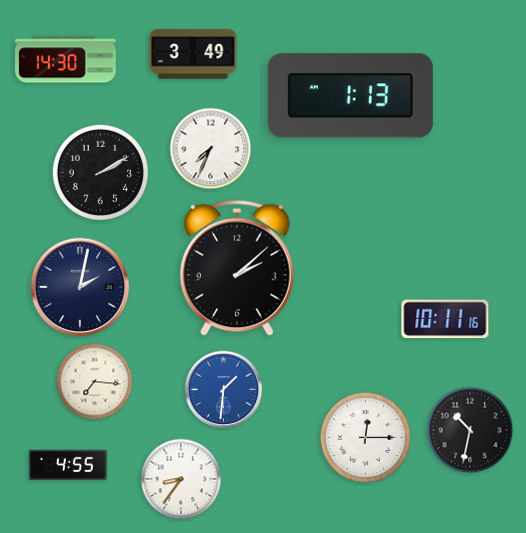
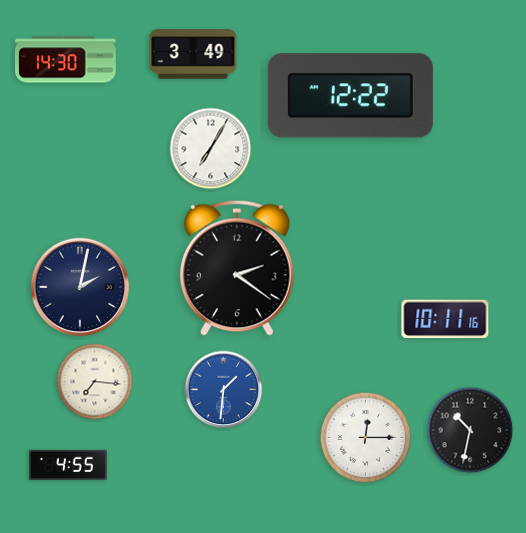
clock at (350, 96): 1:13 -> 12:22
clock at (211, 149): 7:34 -> 7:05
clock at (100, 172): 2:10 -> none
clock at (237, 268): 2:08 -> 2:21
clock at (181, 479): 8:36 -> none
